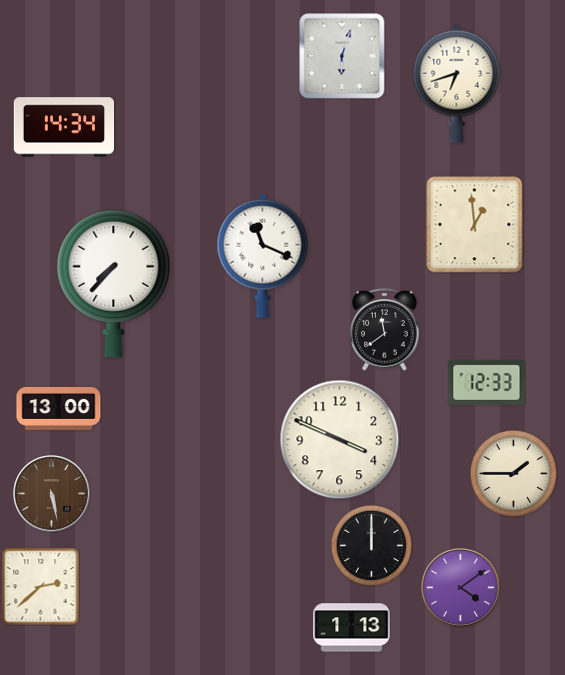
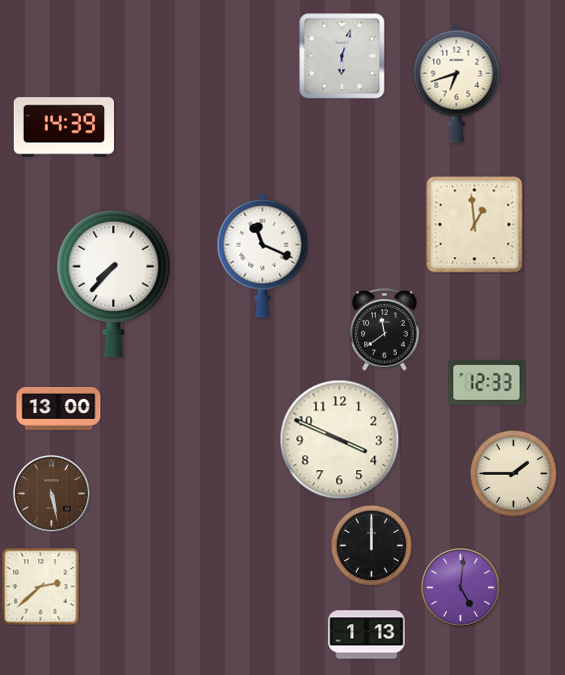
clock at (63, 127): 14:34 -> 14:39
clock at (460, 587): 4:09 -> 5:01
clock at (352, 628) position: (352, 628) -> (367, 635)
